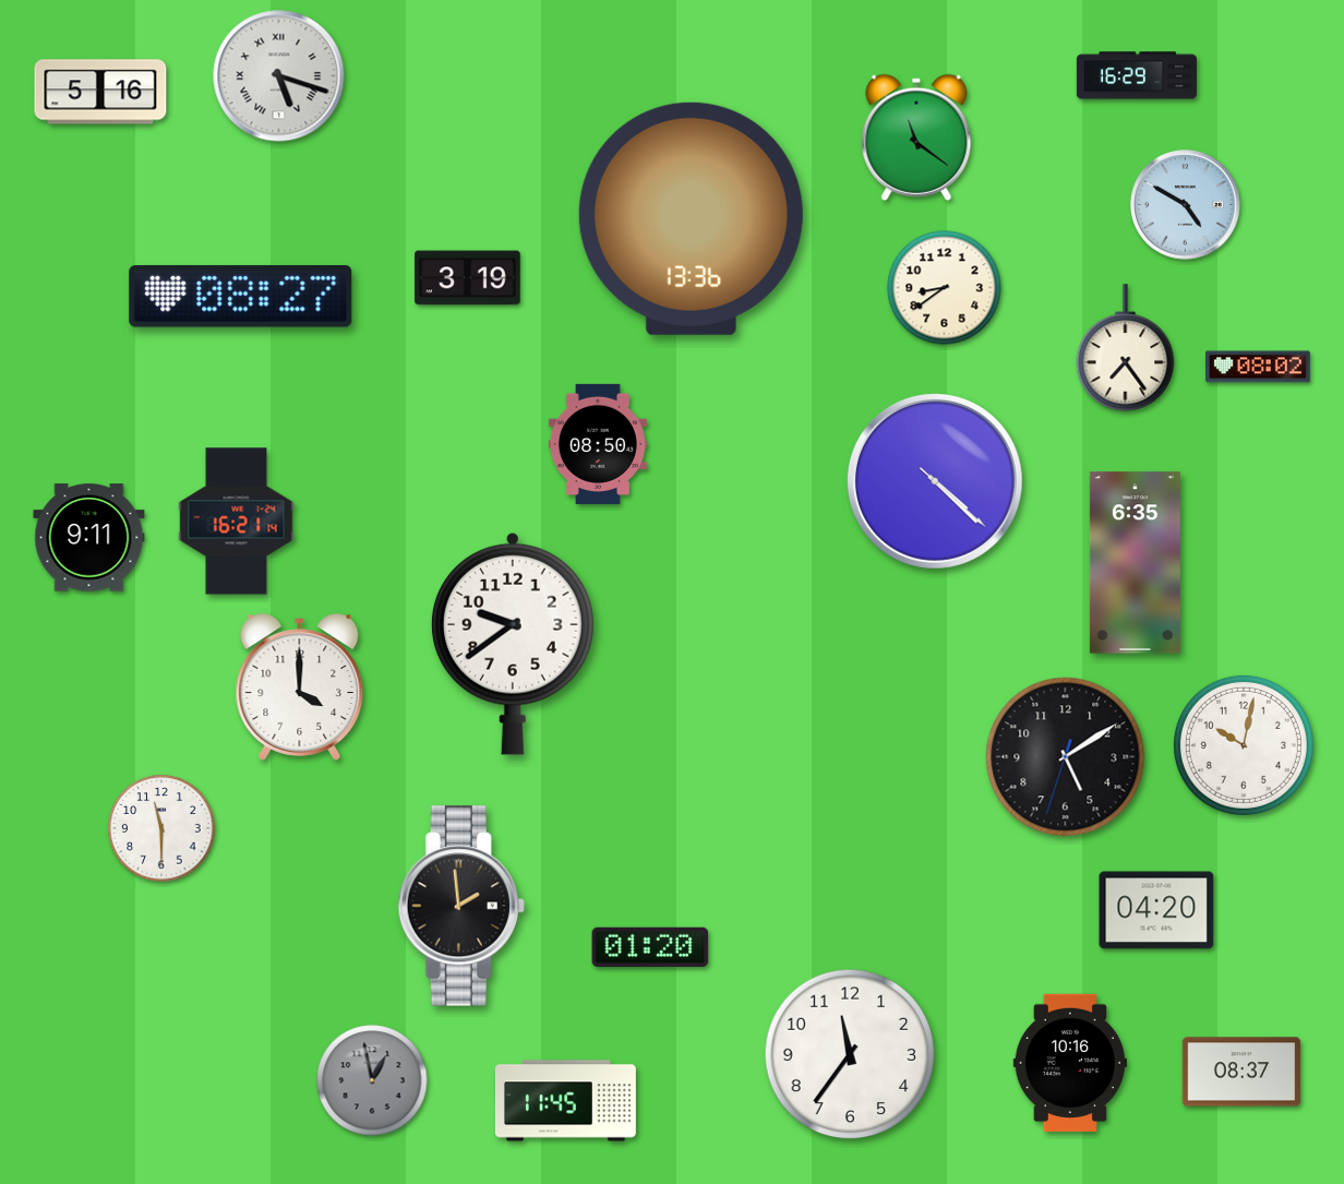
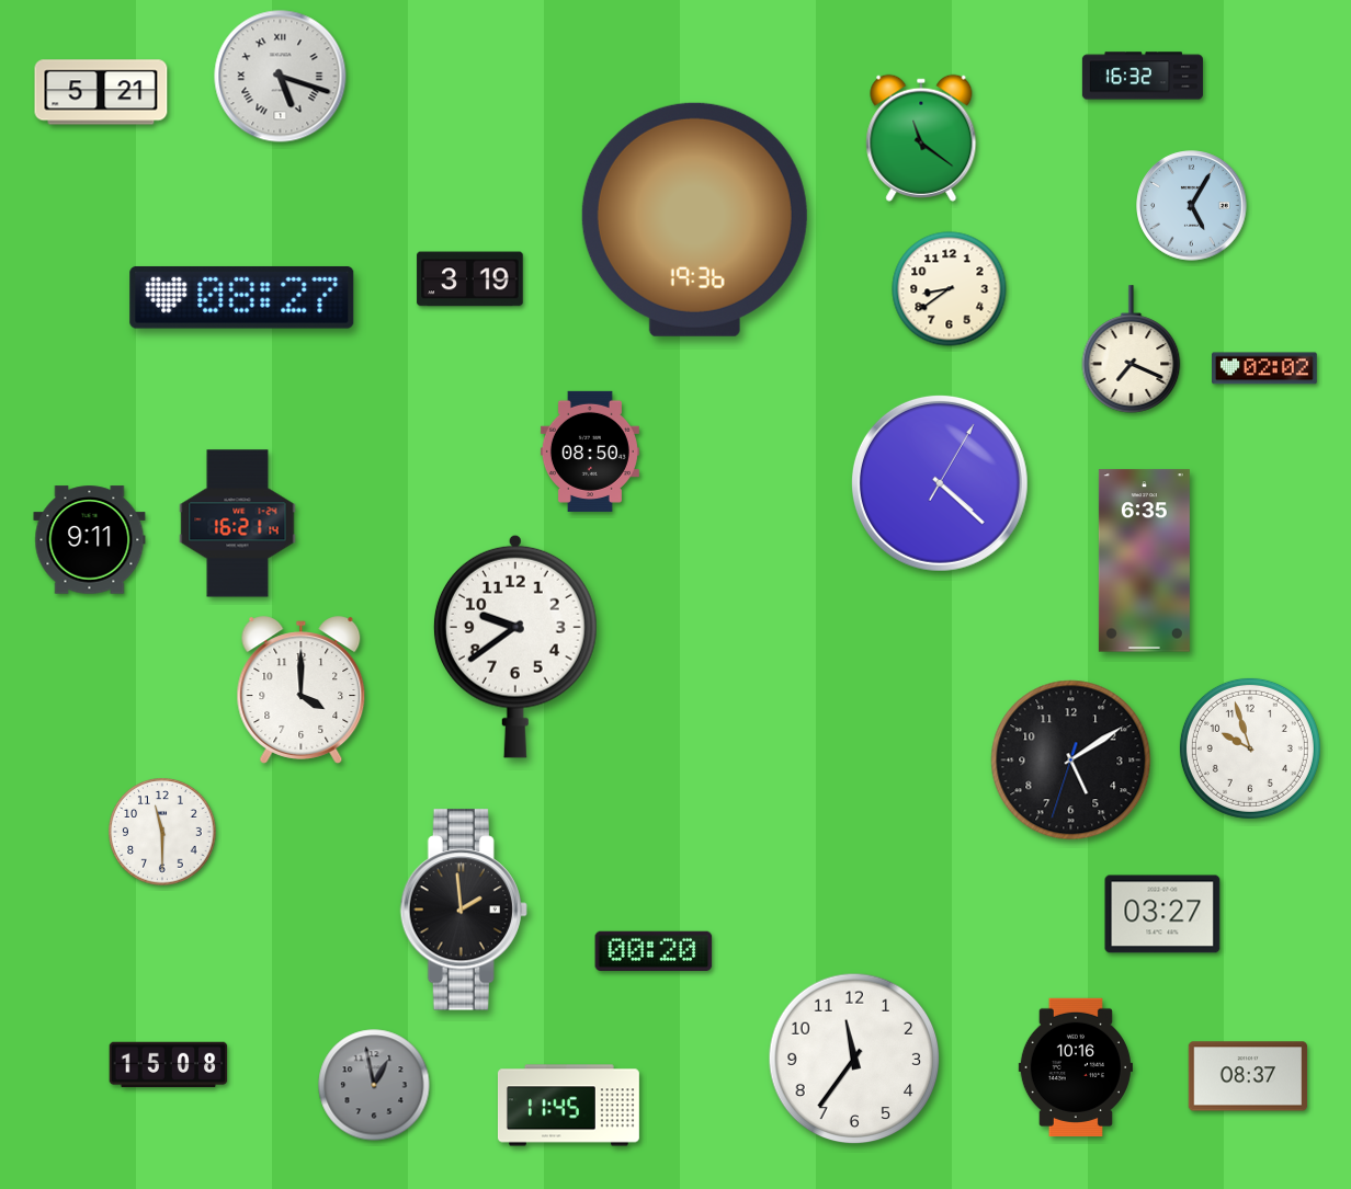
clock at (1137, 75): 16:29 -> 16:32
clock at (100, 92): 5:16 -> 5:21
clock at (1186, 205): 4:50 -> 5:05
clock at (691, 218): 13:36 -> 19:36
clock at (1126, 348): 7:24 -> 7:19
clock at (1259, 367): 08:02 -> 02:02
clock at (598, 444) position: (598, 444) -> (590, 451)
clock at (935, 481): 4:22:22 -> 4:22:05
clock at (1135, 563) position: (1135, 563) -> (1144, 561)
clock at (1244, 745): 10:02 -> 9:57
clock at (1156, 910): 04:20 -> 03:27
clock at (650, 947): 01:20 -> 00:20
clock at (169, 1065): none -> 15:08
